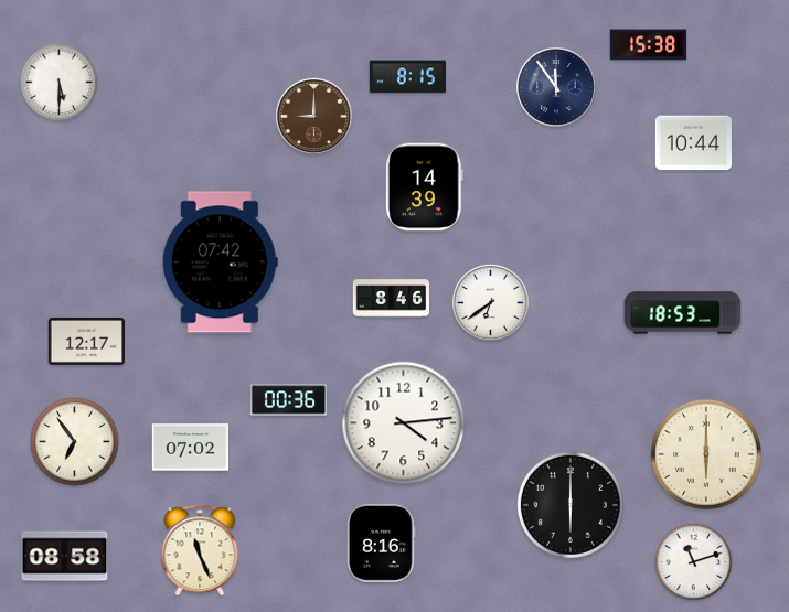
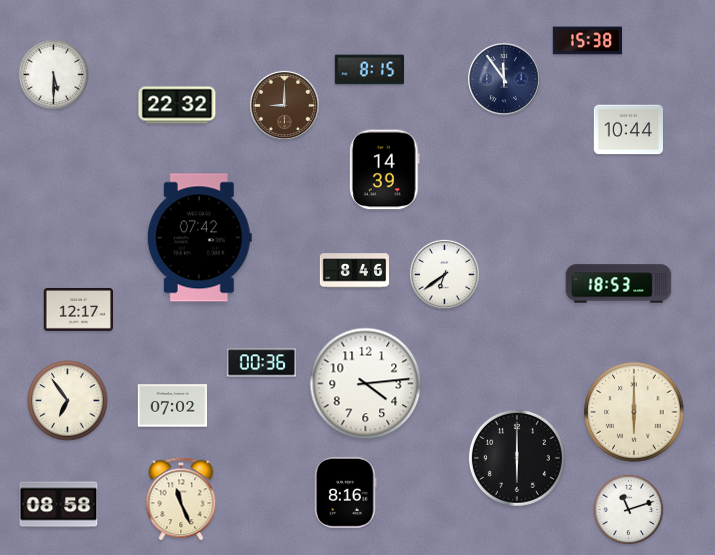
clock at (177, 105): none -> 22:32
clock at (706, 454) position: (706, 454) -> (634, 412)
